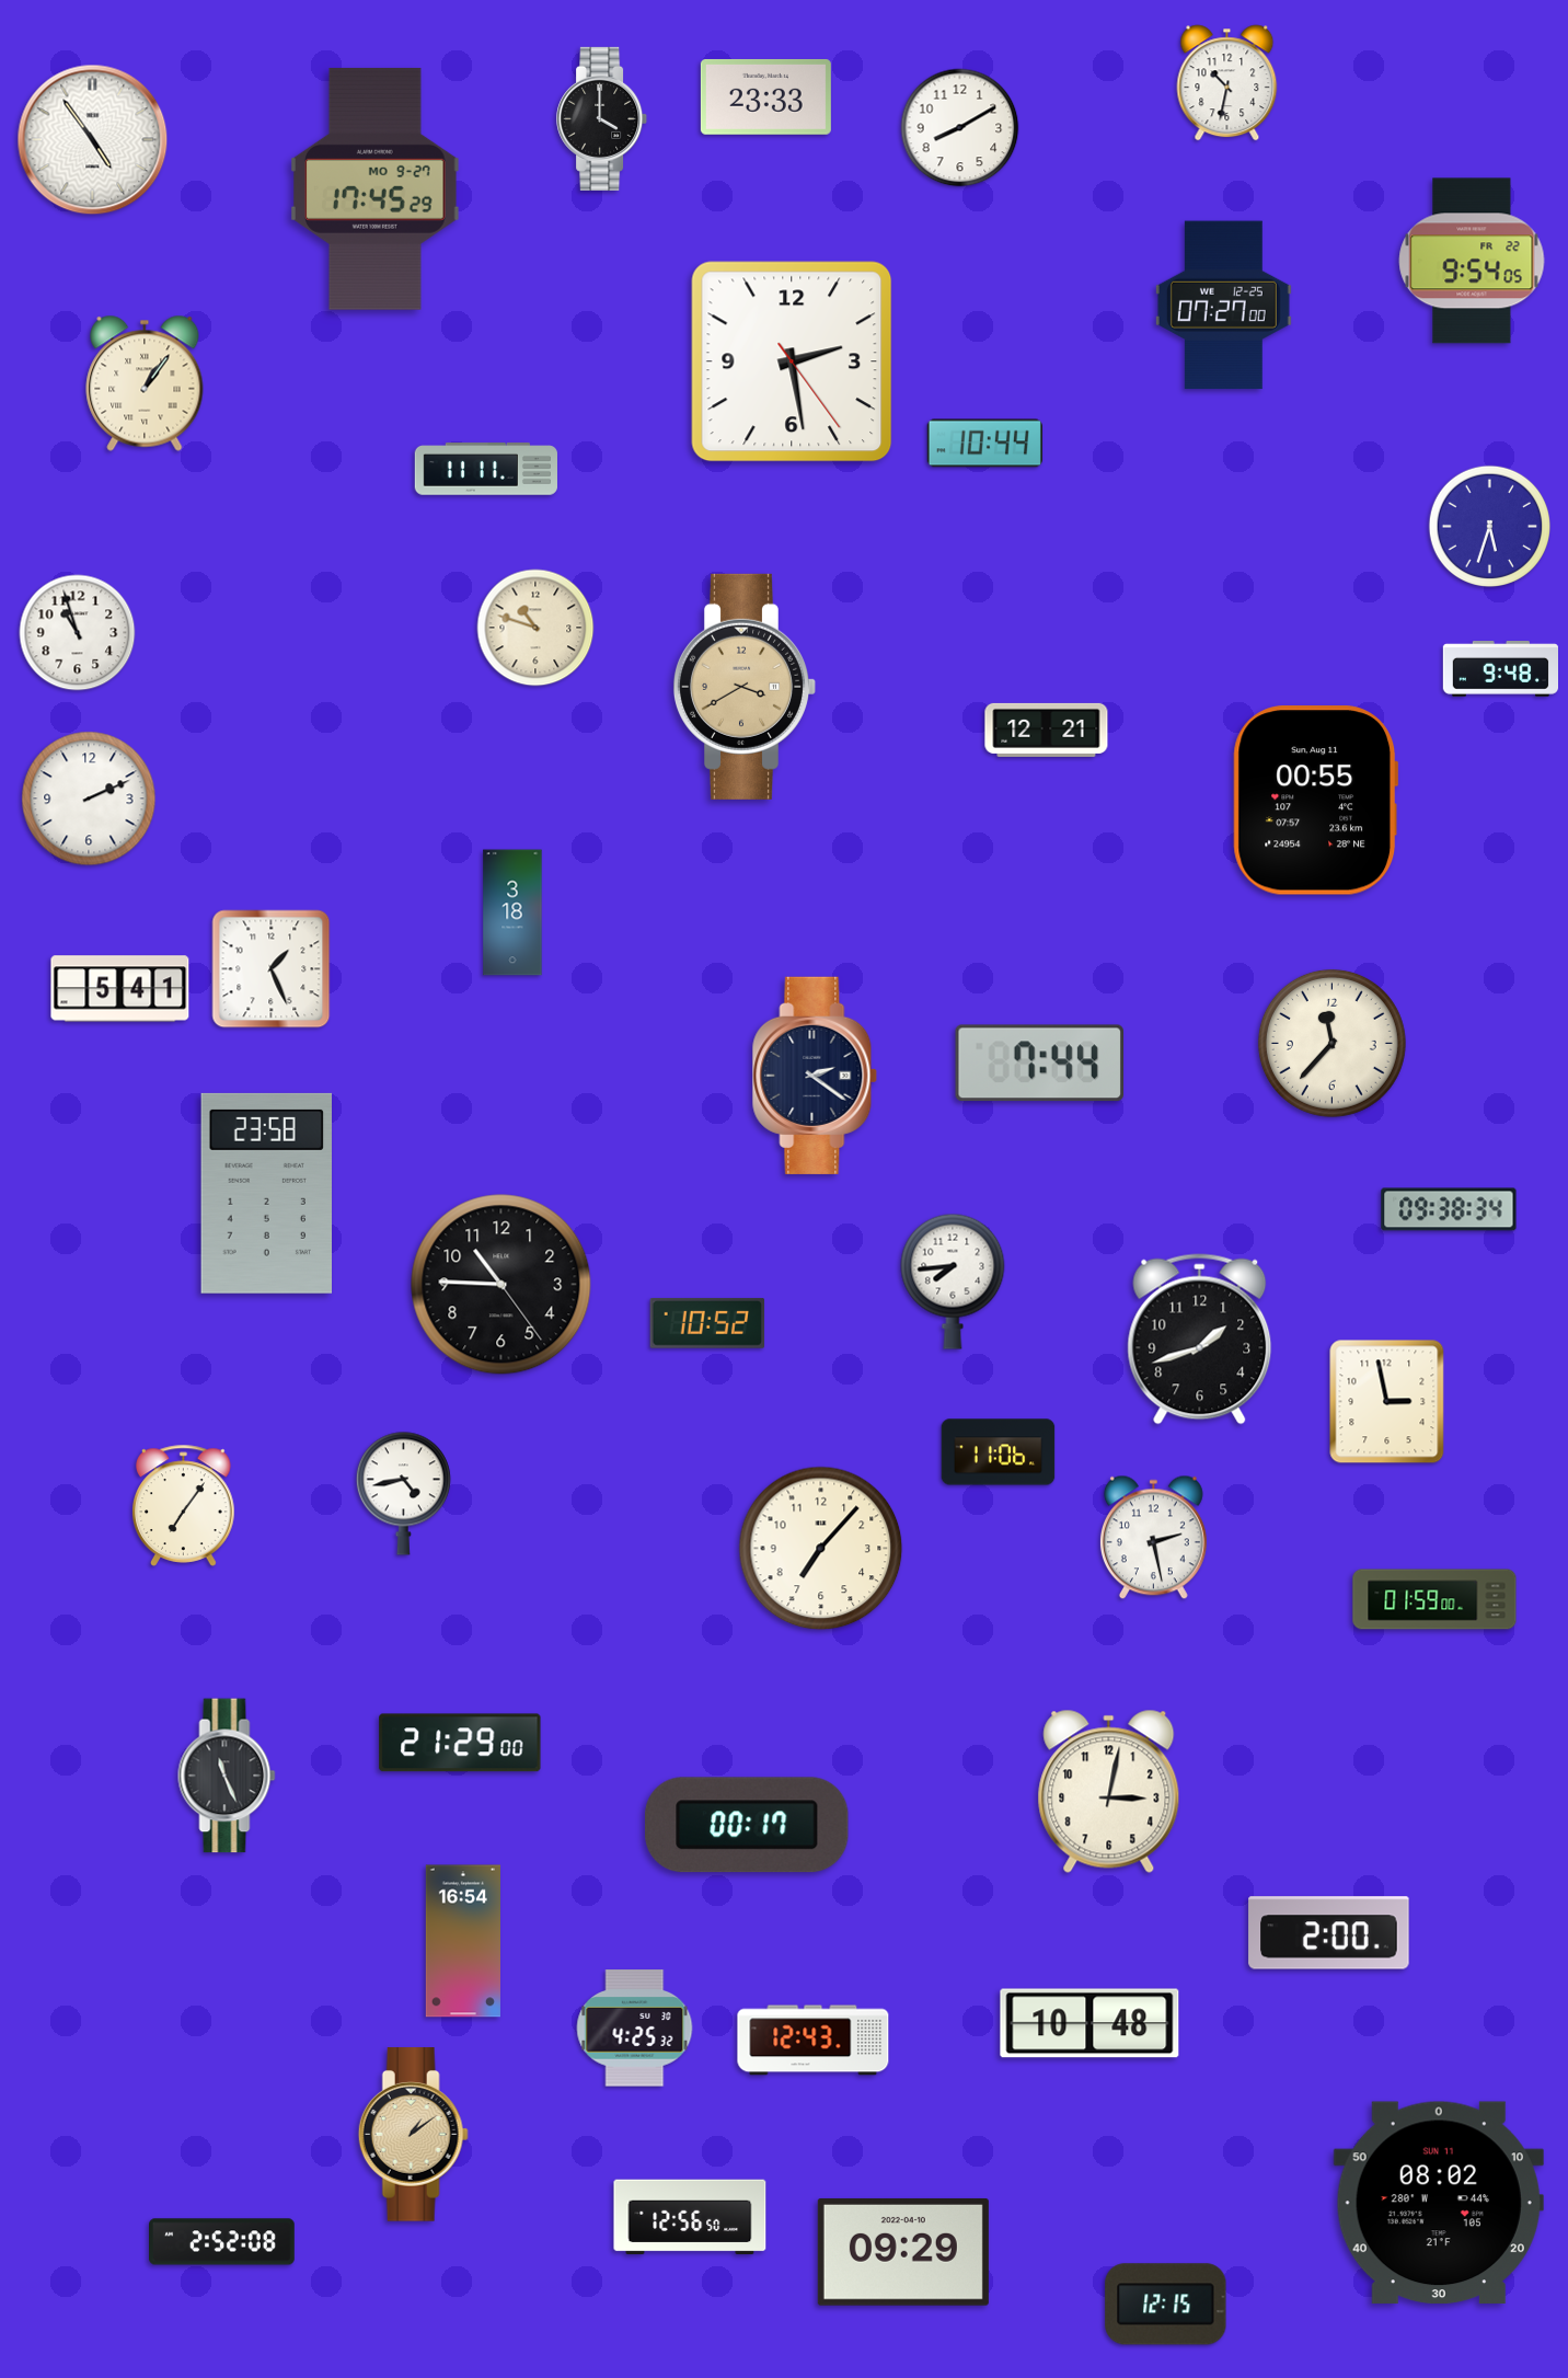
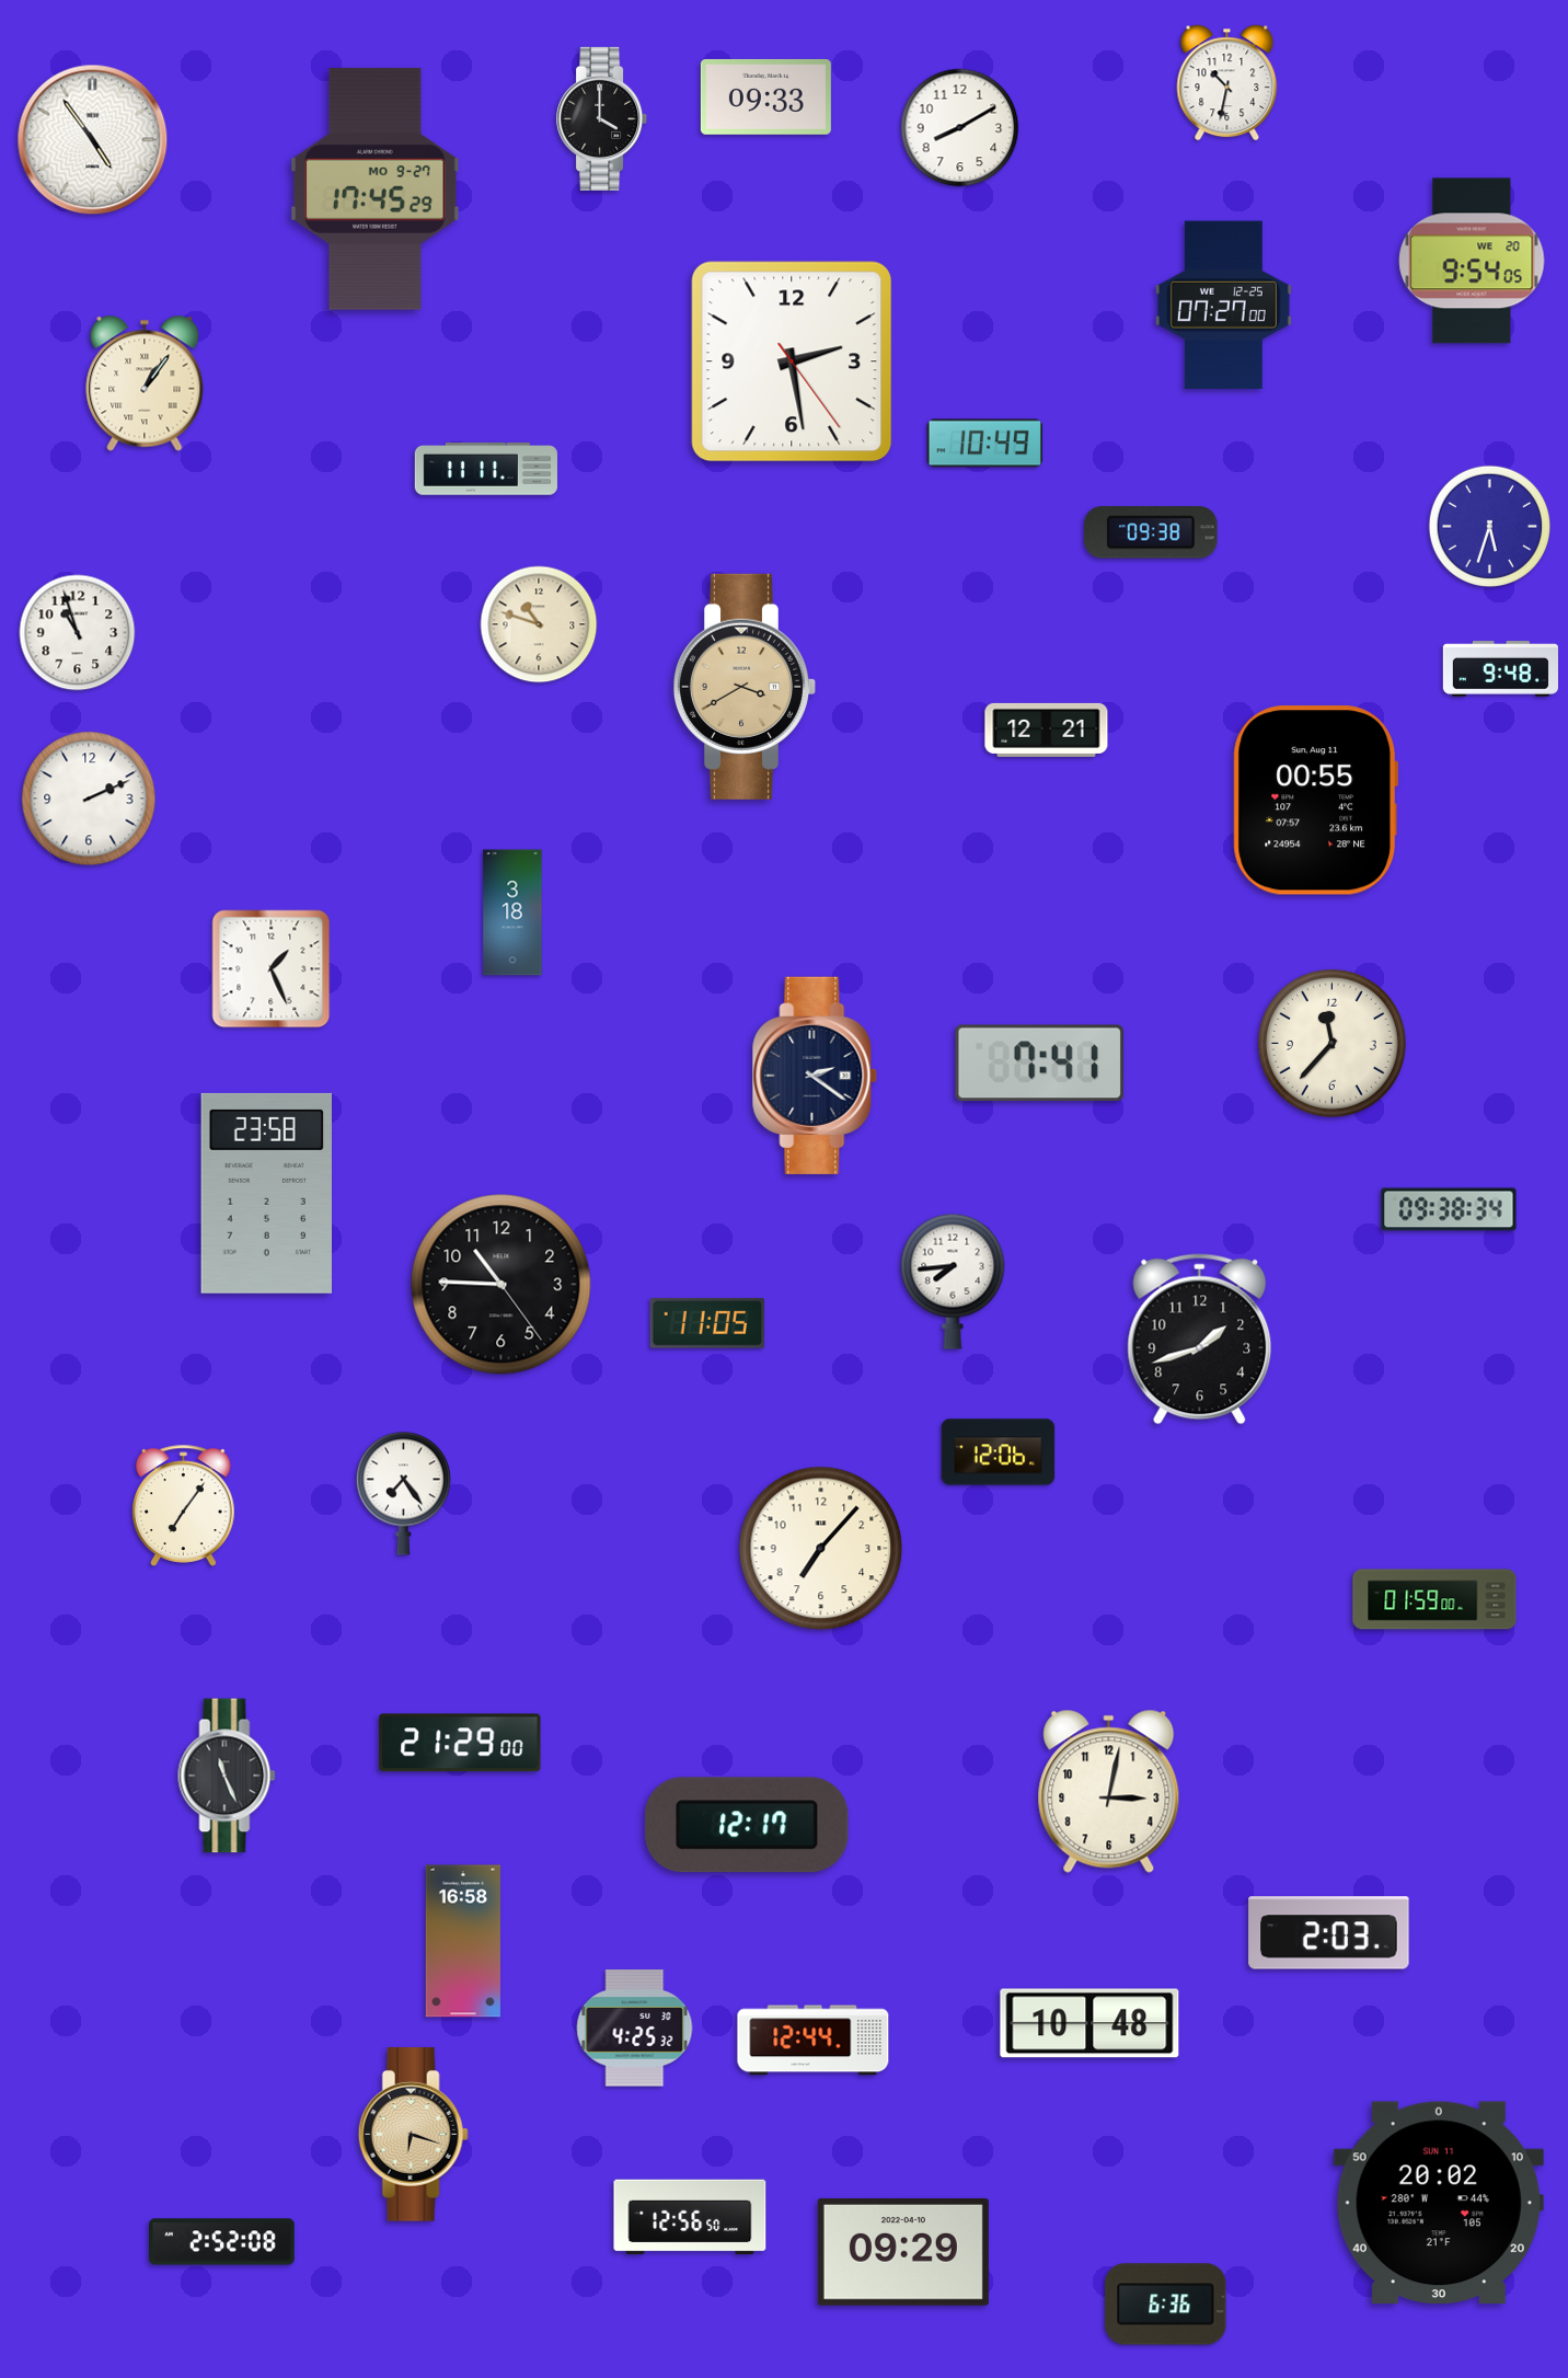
clock at (765, 96): 23:33 -> 09:33
clock at (1472, 261) date: FR 22 -> WE 20
clock at (984, 444): 10:44 -> 10:49
clock at (1151, 532): none -> 09:38
clock at (535, 628) position: (535, 628) -> (539, 624)
clock at (120, 989): 5:41 -> none
clock at (1039, 1064): 7:44 -> 7:41
clock at (706, 1323): 10:52 -> 11:05
clock at (1387, 1402): 2:58 -> none
clock at (999, 1452): 11:06 -> 12:06
clock at (403, 1493): 4:43 -> 7:24
clock at (1153, 1538): 2:28 -> none
clock at (747, 1825): 00:17 -> 12:17
clock at (1329, 1933): 2:00 -> 2:03
clock at (463, 1941): 16:54 -> 16:58
clock at (814, 2041): 12:43 -> 12:44
clock at (413, 2135): 1:09 -> 6:18
clock at (1439, 2202): 08:02 -> 20:02
clock at (1166, 2305): 12:15 -> 6:36
